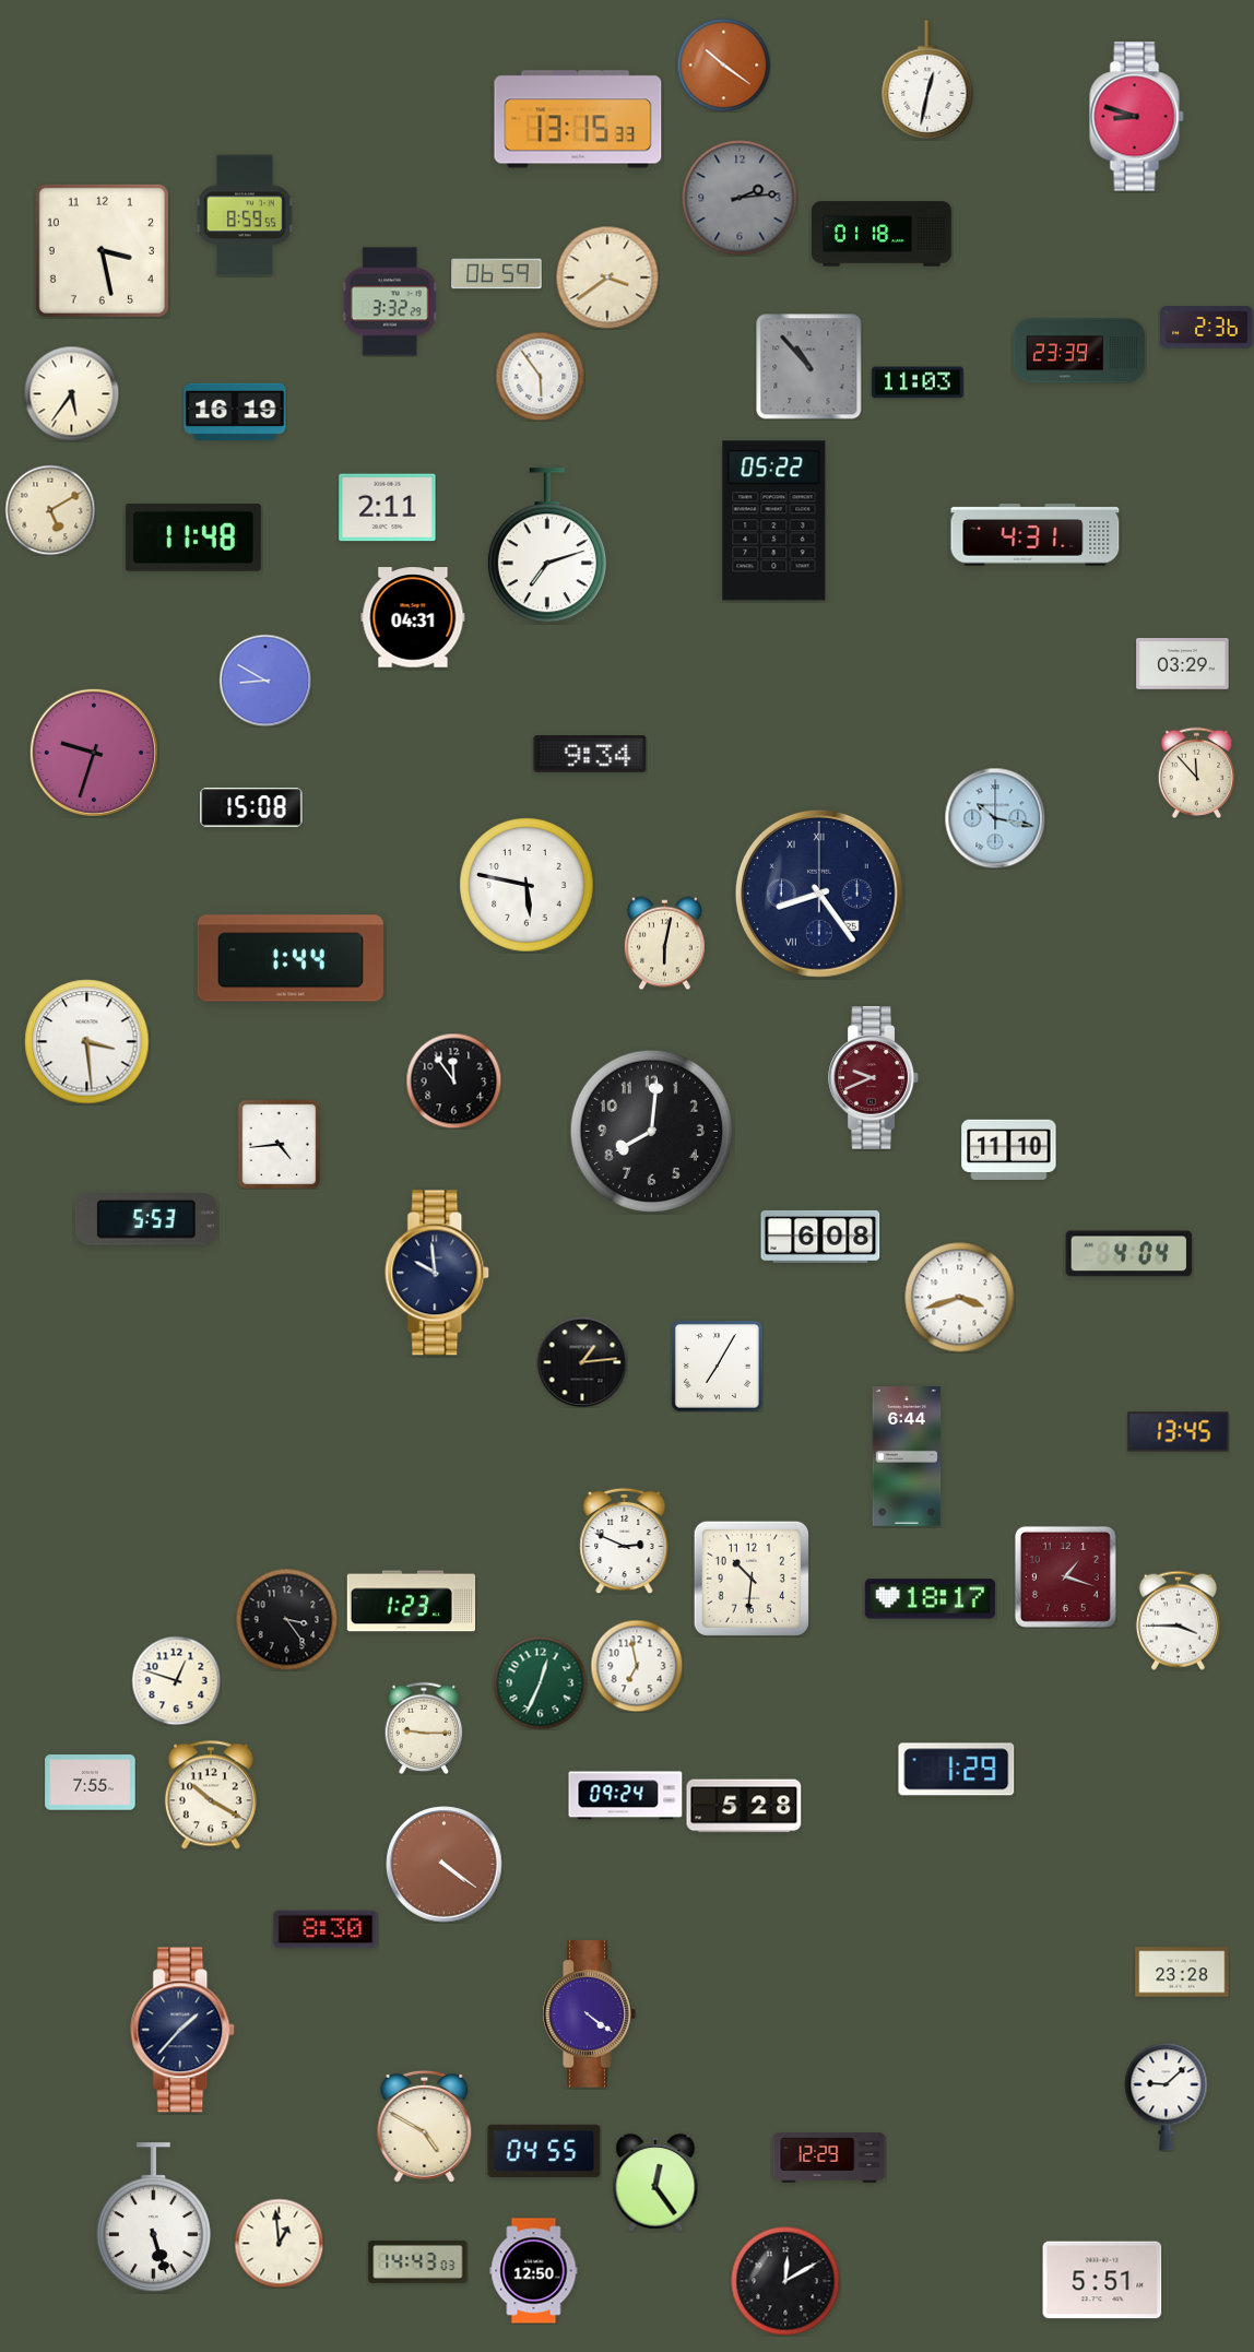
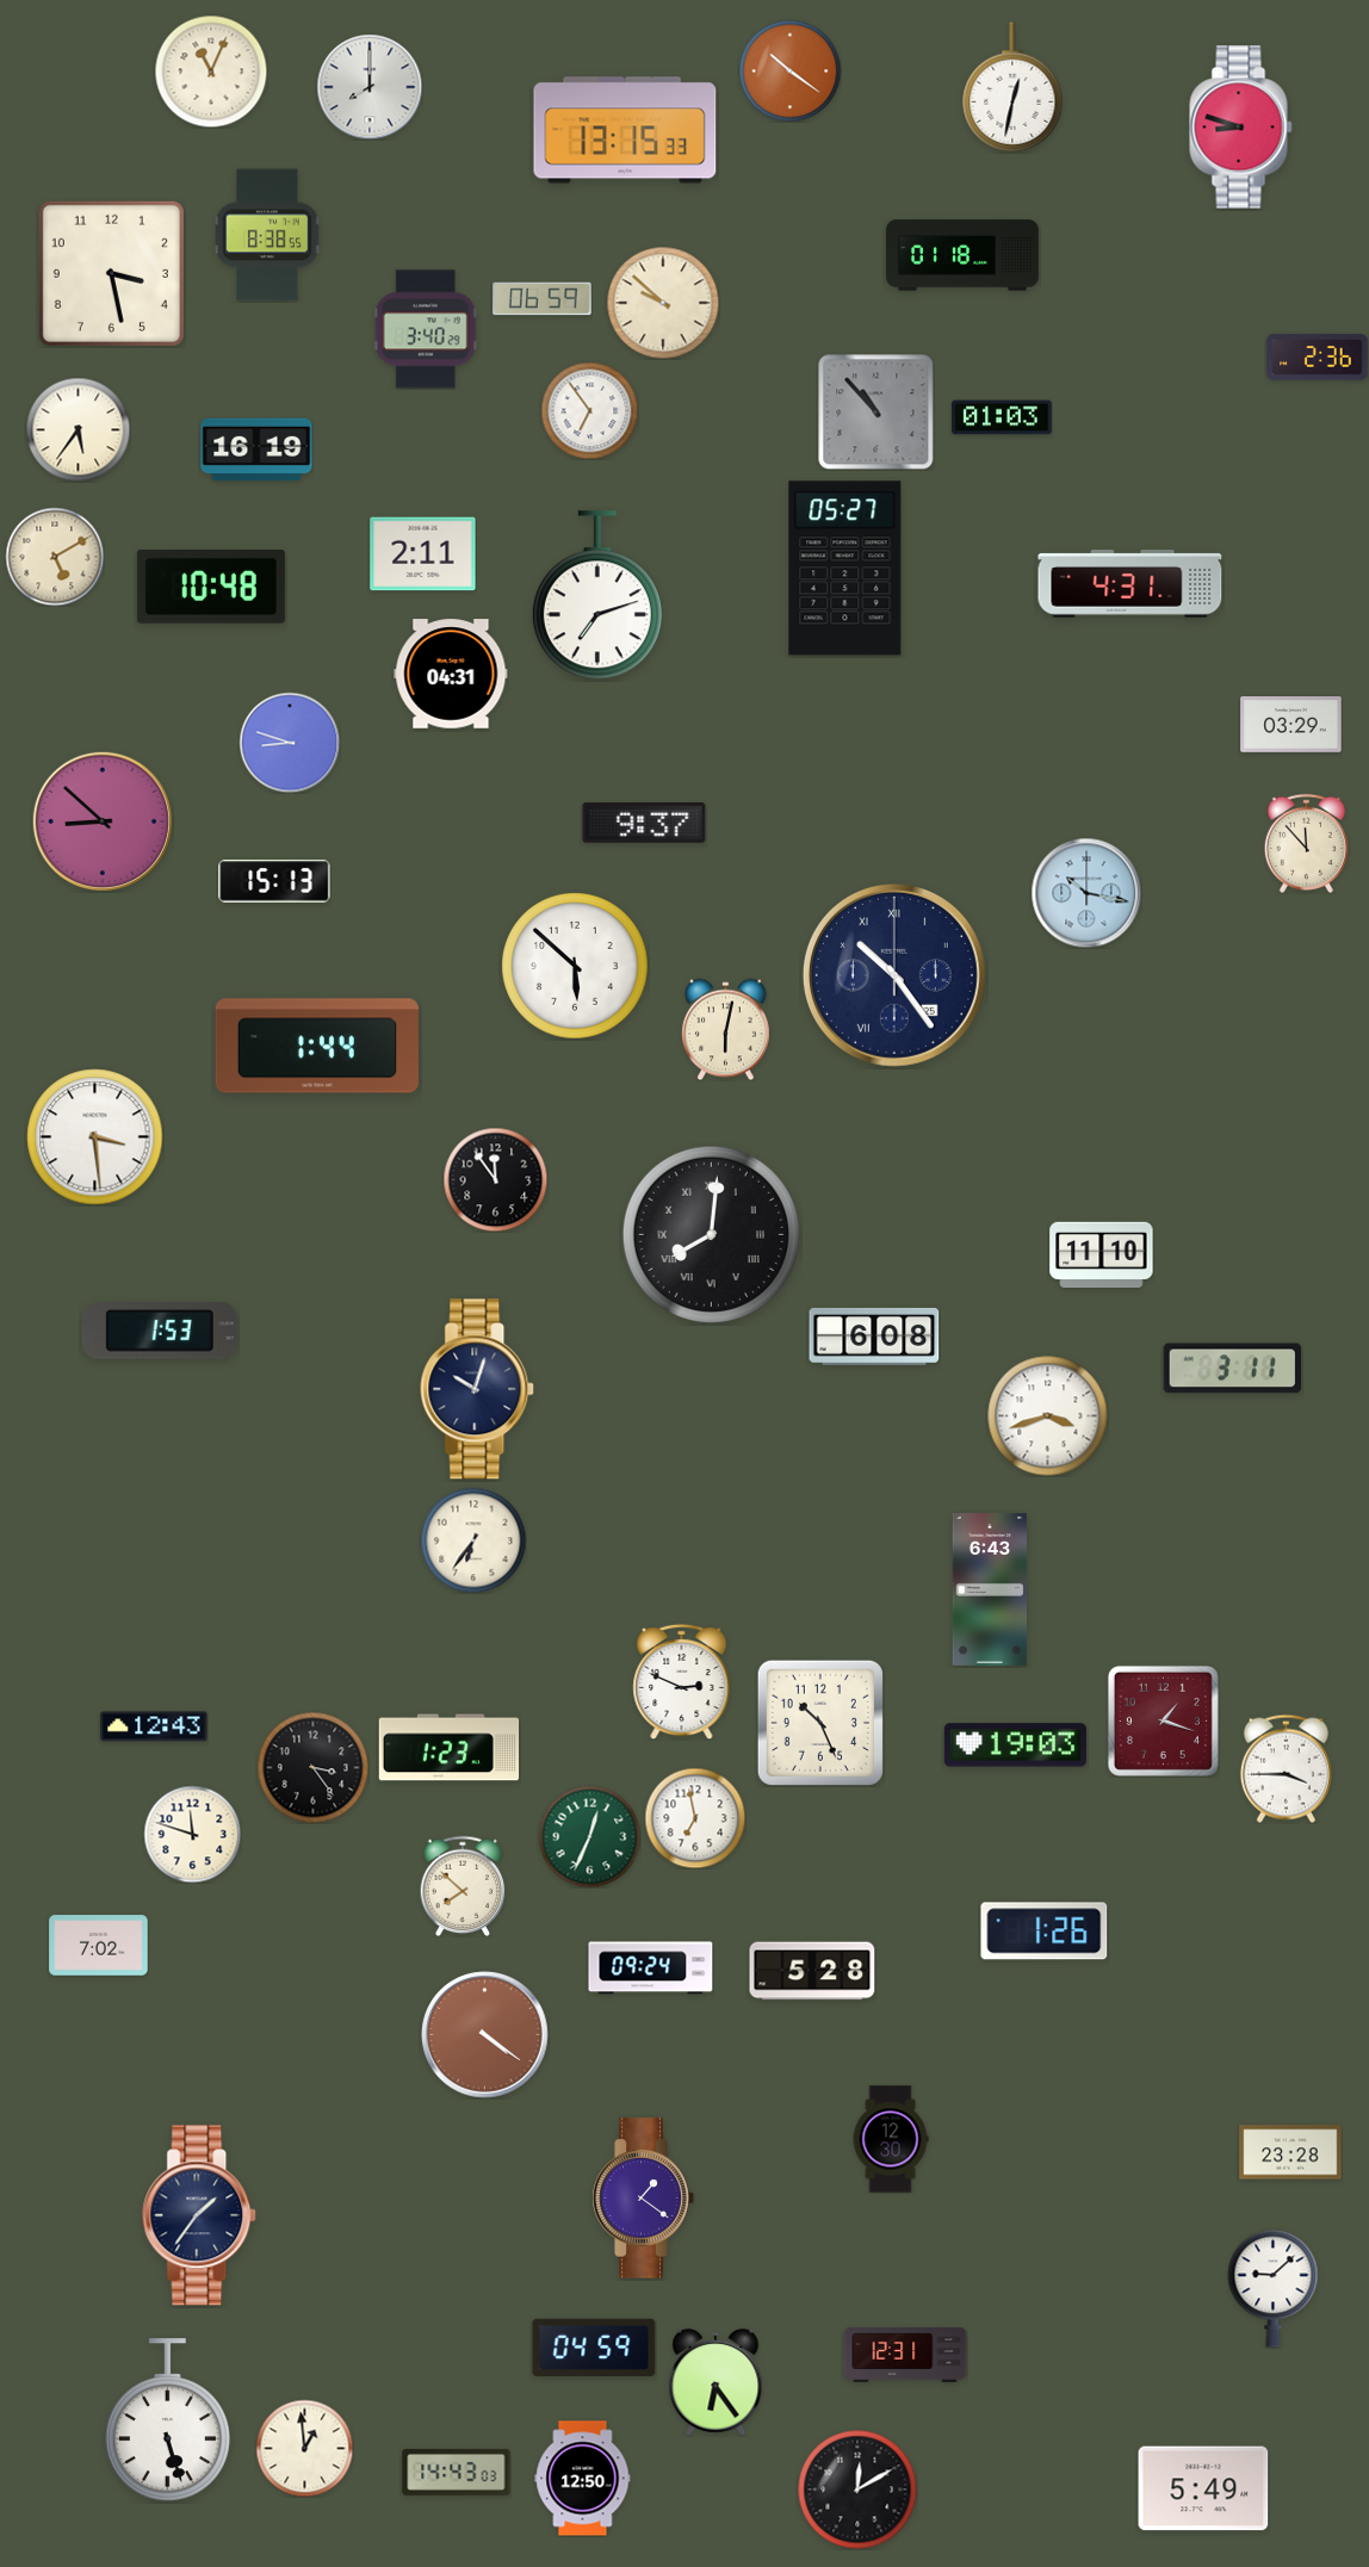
clock at (211, 72): none -> 11:04
clock at (370, 87): none -> 8:00
clock at (578, 119) position: (578, 119) -> (625, 130)
clock at (740, 198): 2:14 -> none
clock at (245, 215): 8:59 -> 8:38
clock at (607, 277): 3:39 -> 9:52
clock at (390, 302): 3:32 -> 3:40
clock at (1079, 351): 23:39 -> none
clock at (809, 367) position: (809, 367) -> (876, 413)
clock at (540, 376): 5:54 -> 6:54
clock at (918, 382): 11:03 -> 01:03
clock at (774, 521): 05:22 -> 05:27
clock at (193, 539): 11:48 -> 10:48
clock at (265, 681): 8:50 -> 8:48
clock at (94, 753): 9:33 -> 8:52
clock at (590, 755): 9:34 -> 9:37
clock at (251, 807): 15:08 -> 15:13
clock at (527, 885): 5:47 -> 5:52
clock at (819, 894): 8:24 -> 10:24
clock at (874, 1078): 9:41 -> none
clock at (651, 1131) numerals: Arabic -> Roman
clock at (280, 1144): 4:44 -> none
clock at (146, 1220): 5:53 -> 1:53
clock at (820, 1237) position: (820, 1237) -> (874, 1337)
clock at (1128, 1254): 4:04 -> 3:11
clock at (438, 1273): 9:59 -> 10:03
clock at (582, 1362): 1:14 -> none
clock at (717, 1366): 7:05 -> none
clock at (473, 1540): none -> 6:36
clock at (1179, 1432): 13:45 -> none
clock at (907, 1457): 6:44 -> 6:43
clock at (752, 1579): 10:31 -> 10:26
clock at (154, 1726): none -> 12:43
clock at (930, 1599): 18:17 -> 19:03
clock at (176, 1680): 12:48 -> 11:48
clock at (424, 1728): 9:15 -> 7:52
clock at (957, 1770): 1:29 -> 1:26
clock at (91, 1783): 7:55 -> 7:02
clock at (211, 1795): 10:20 -> none
clock at (626, 1796) position: (626, 1796) -> (651, 1968)
clock at (326, 1929): 8:30 -> none
clock at (891, 2139): none -> 12:30
clock at (589, 2014): 4:21 -> 1:21
clock at (184, 2030): 1:37 -> 1:36
clock at (425, 2126): 4:50 -> none
clock at (544, 2151): 04:55 -> 04:59
clock at (829, 2159): 12:29 -> 12:31
clock at (655, 2183): 12:24 -> 6:24
clock at (418, 2261) position: (418, 2261) -> (457, 2472)
clock at (1102, 2280): 5:51 -> 5:49
